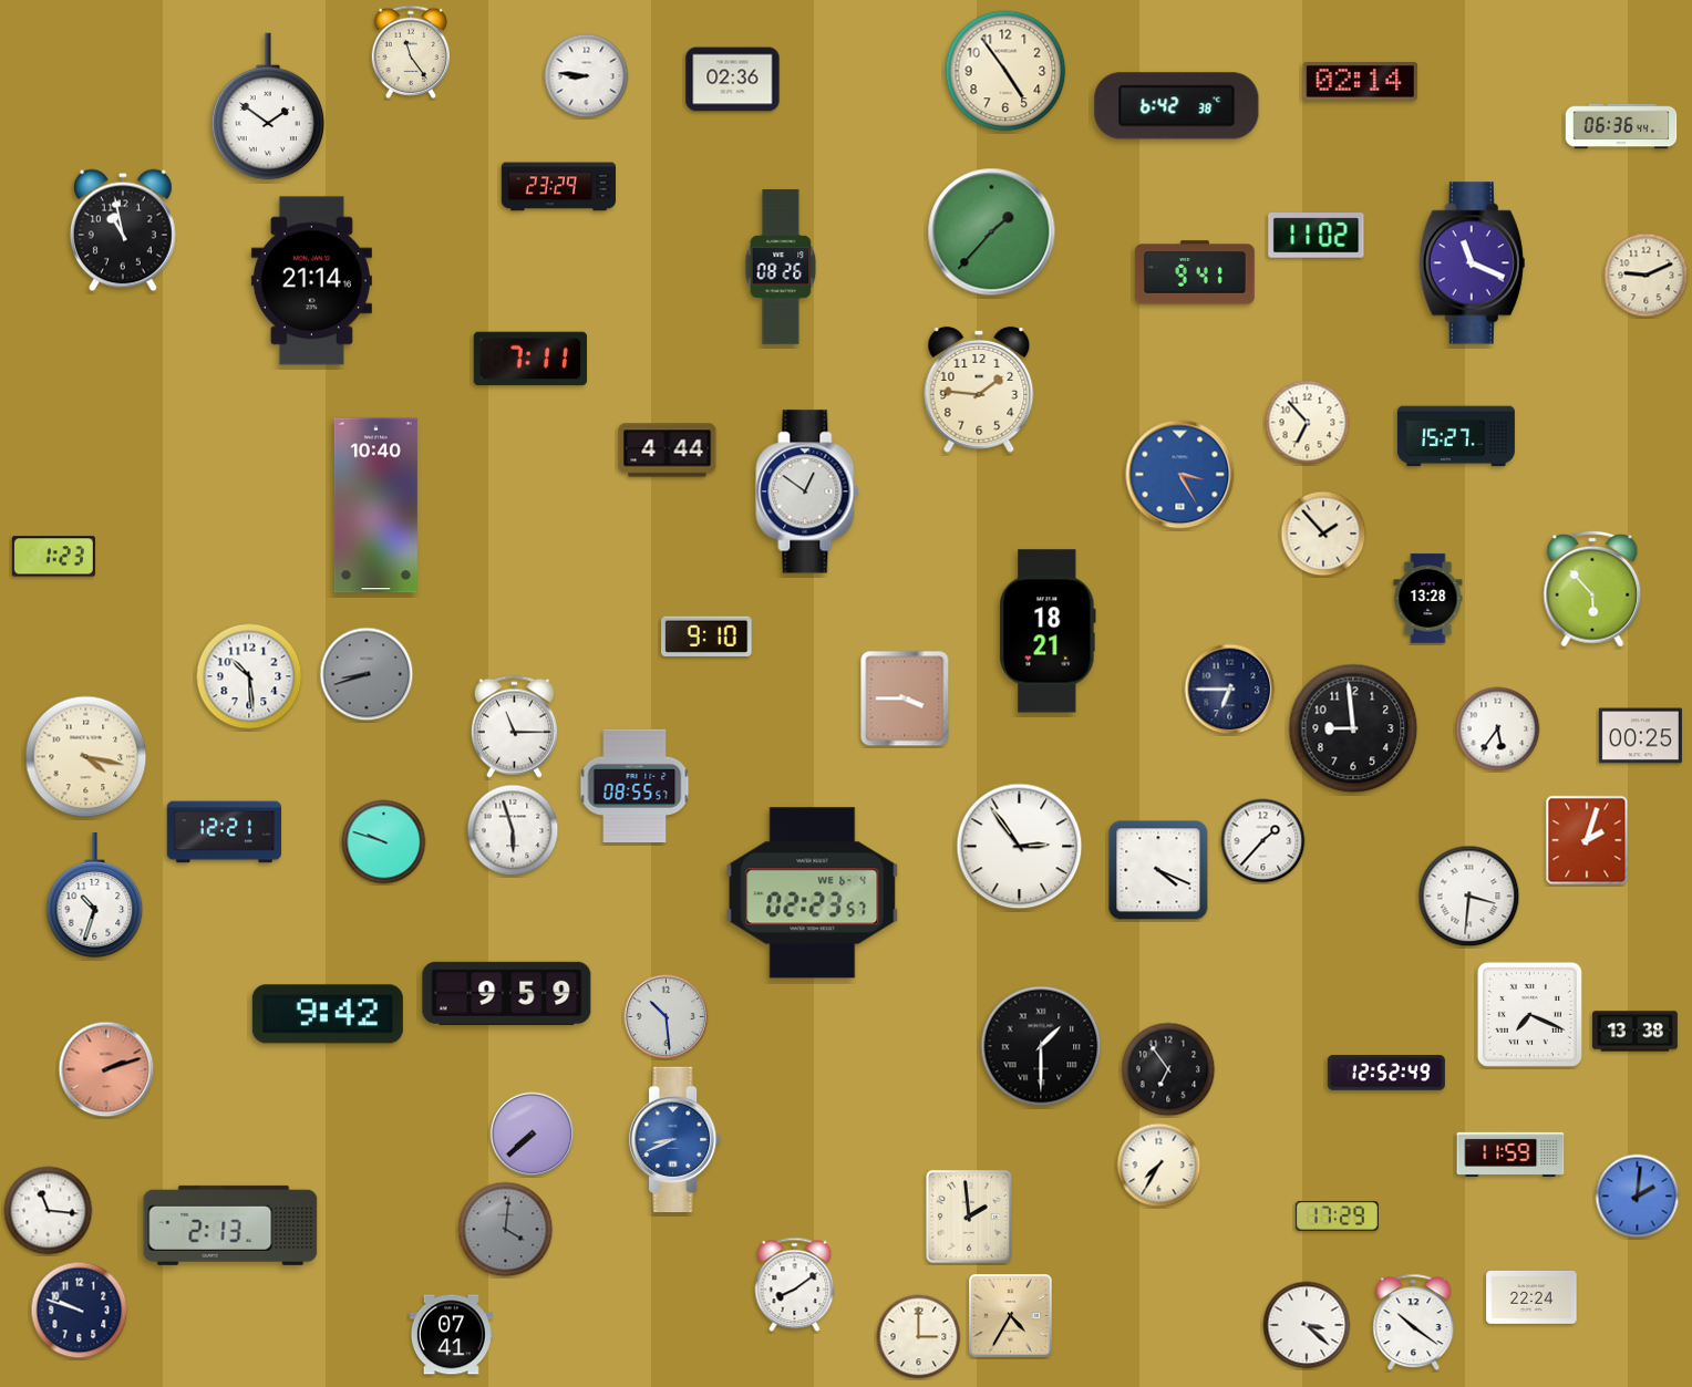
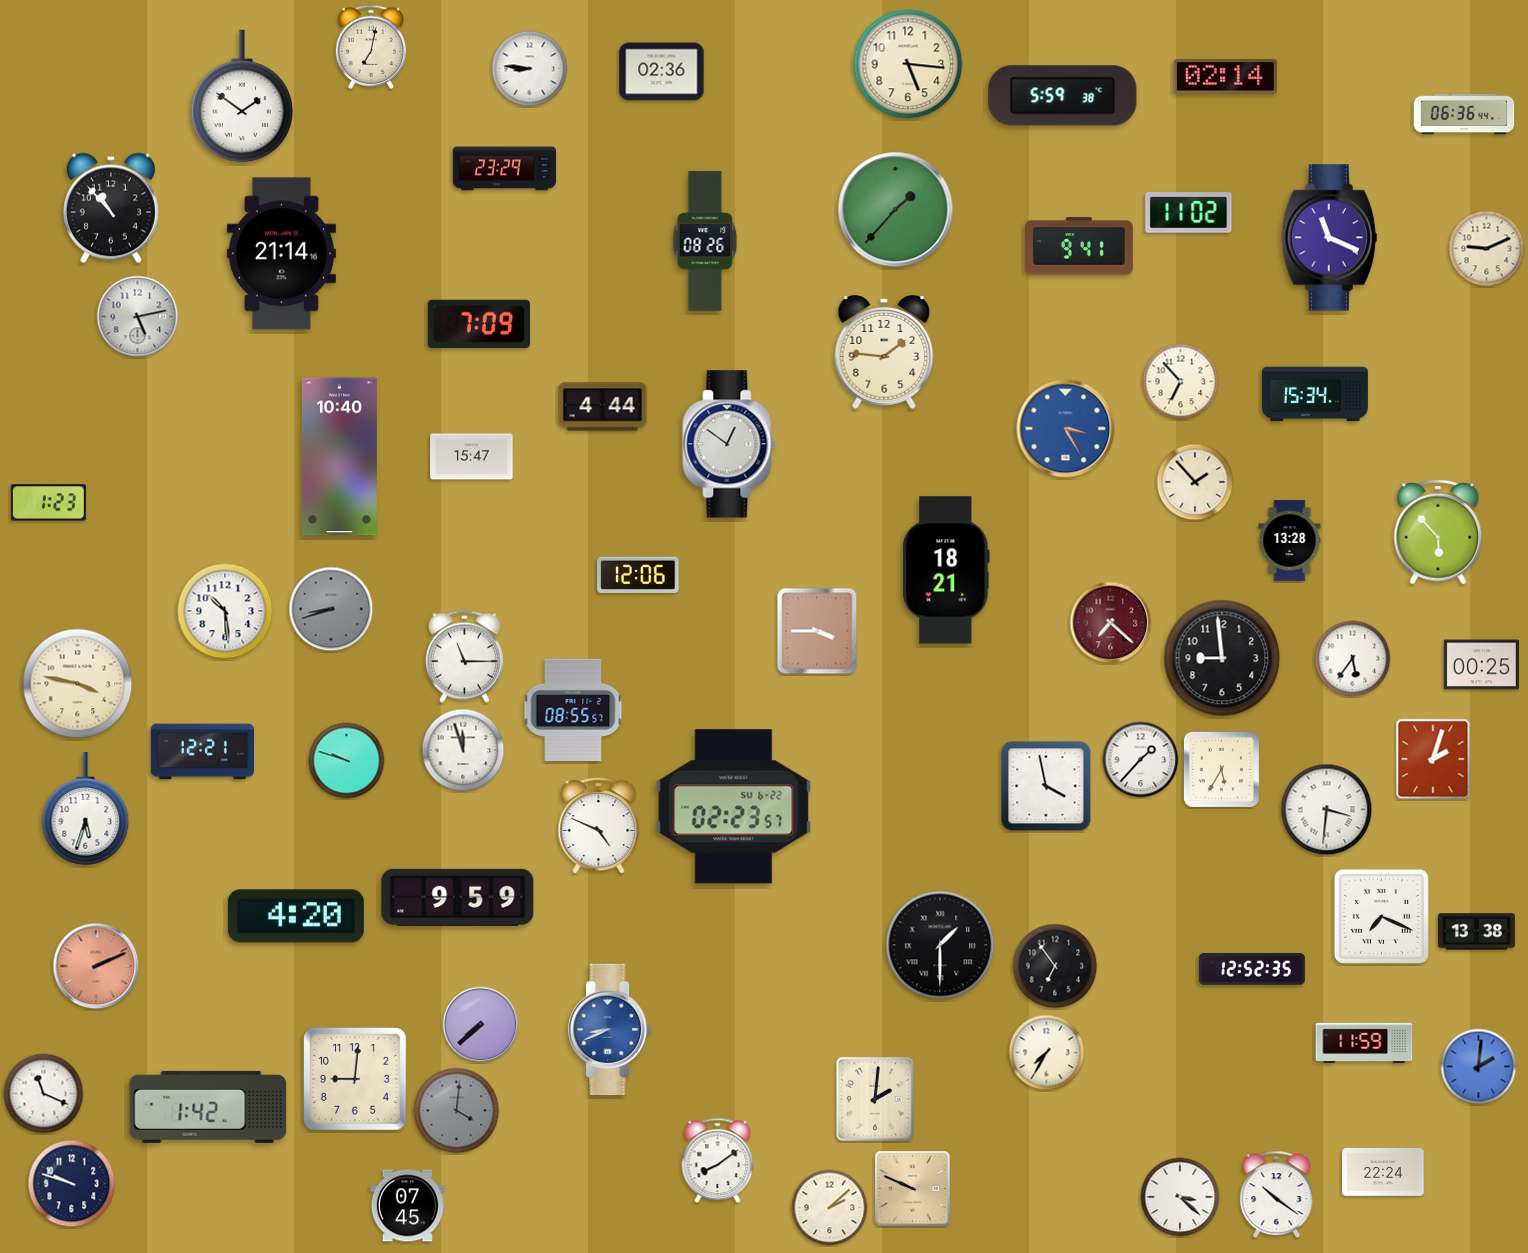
clock at (410, 52): 11:24 -> 7:02
clock at (1005, 71): 4:54 -> 5:16
clock at (1360, 82) position: (1360, 82) -> (1225, 77)
clock at (1177, 106): 6:42 -> 5:59
clock at (123, 230): 10:58 -> 10:53
clock at (138, 317): none -> 5:13
clock at (529, 359): 7:11 -> 7:09
clock at (1456, 436): 15:27 -> 15:34
clock at (472, 457): none -> 15:47
clock at (706, 636): 9:10 -> 12:06
clock at (1230, 690): 6:45 -> 7:22
clock at (1230, 690) dial: navy -> burgundy
clock at (86, 757): 4:17 -> 3:47
clock at (513, 830): 5:57 -> 11:57
clock at (1020, 847): 2:54 -> none
clock at (1221, 769): none -> 5:35
clock at (1158, 870): 4:19 -> 3:58
clock at (813, 893) date: WE 6-4 -> SU 6-22
clock at (95, 896): 10:33 -> 5:33
clock at (599, 826): none -> 4:49
clock at (328, 1014): 9:42 -> 4:20
clock at (667, 1017): 10:29 -> none
clock at (106, 1069): 2:12 -> 2:11
clock at (1386, 1074): 12:52:49 -> 12:52:35
clock at (356, 1080): none -> 9:01
clock at (1638, 1197) position: (1638, 1197) -> (1479, 1067)
clock at (49, 1211): 11:16 -> 11:19
clock at (969, 1217): 1:59 -> 2:01
clock at (1337, 1217): 17:29 -> none
clock at (230, 1225): 2:13 -> 1:42
clock at (1011, 1316): 4:35 -> 9:49
clock at (451, 1335): 07:41 -> 07:45
clock at (919, 1337): 3:00 -> 2:08
